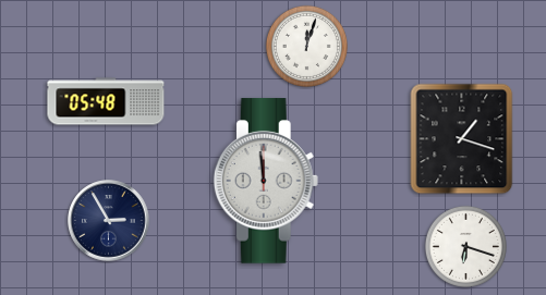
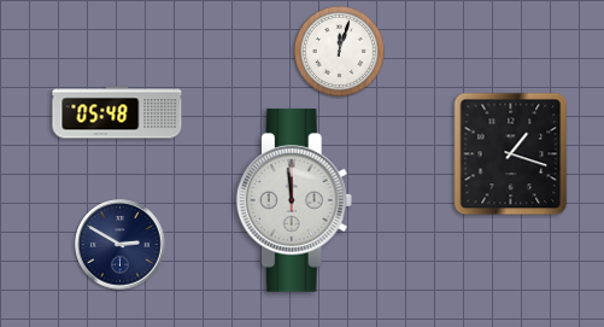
clock at (109, 221): 2:55 -> 2:50
clock at (465, 246): 6:18 -> none
